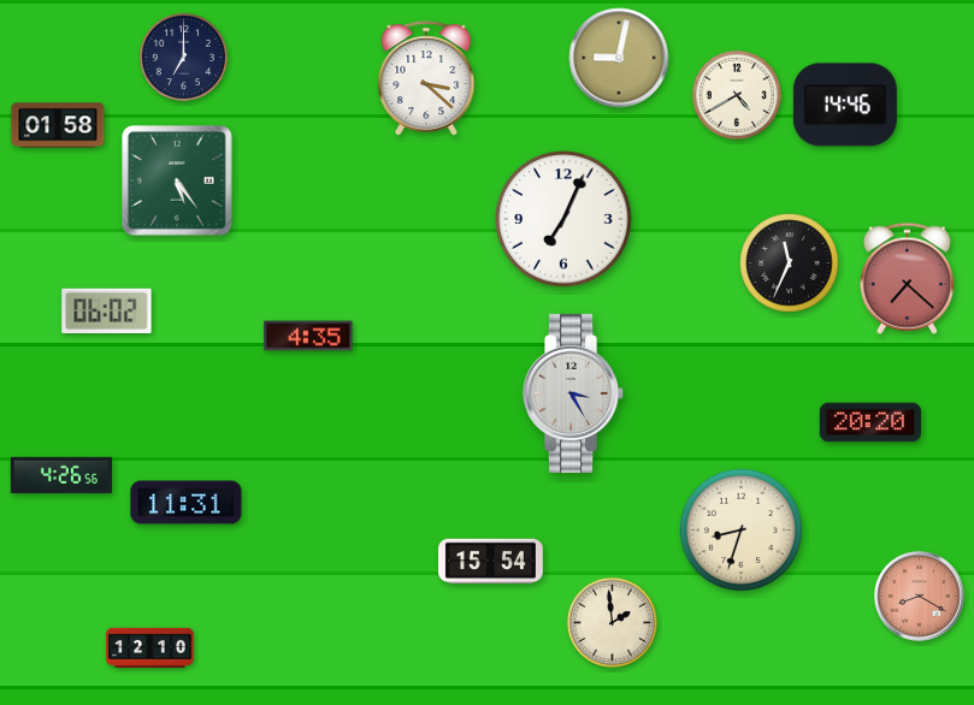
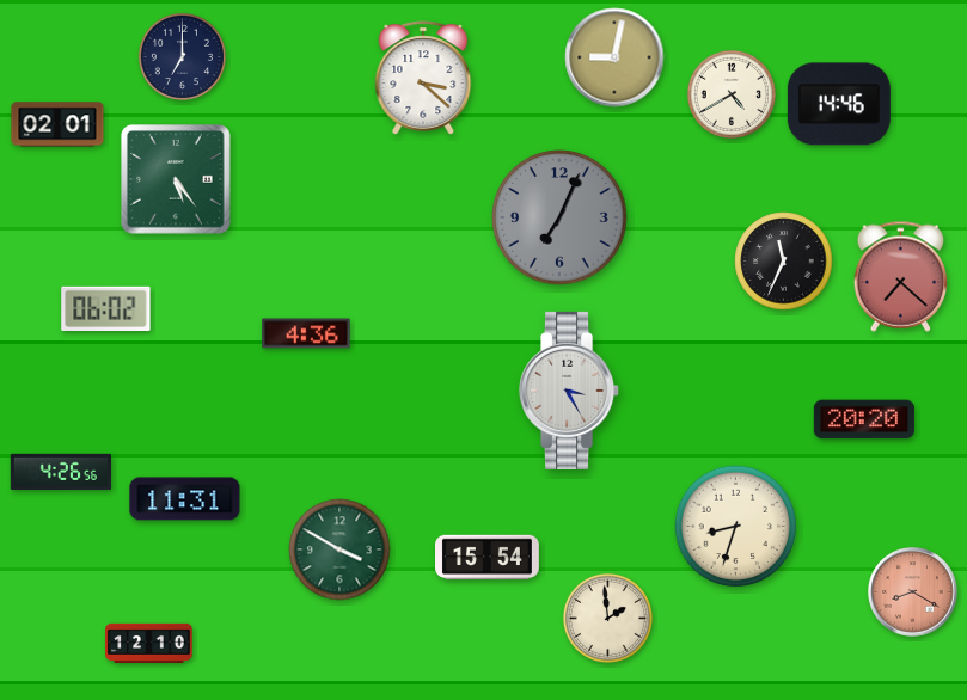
clock at (58, 125): 01:58 -> 02:01
clock at (563, 219) dial: white -> grey
clock at (308, 336): 4:35 -> 4:36
clock at (339, 549): none -> 3:50
